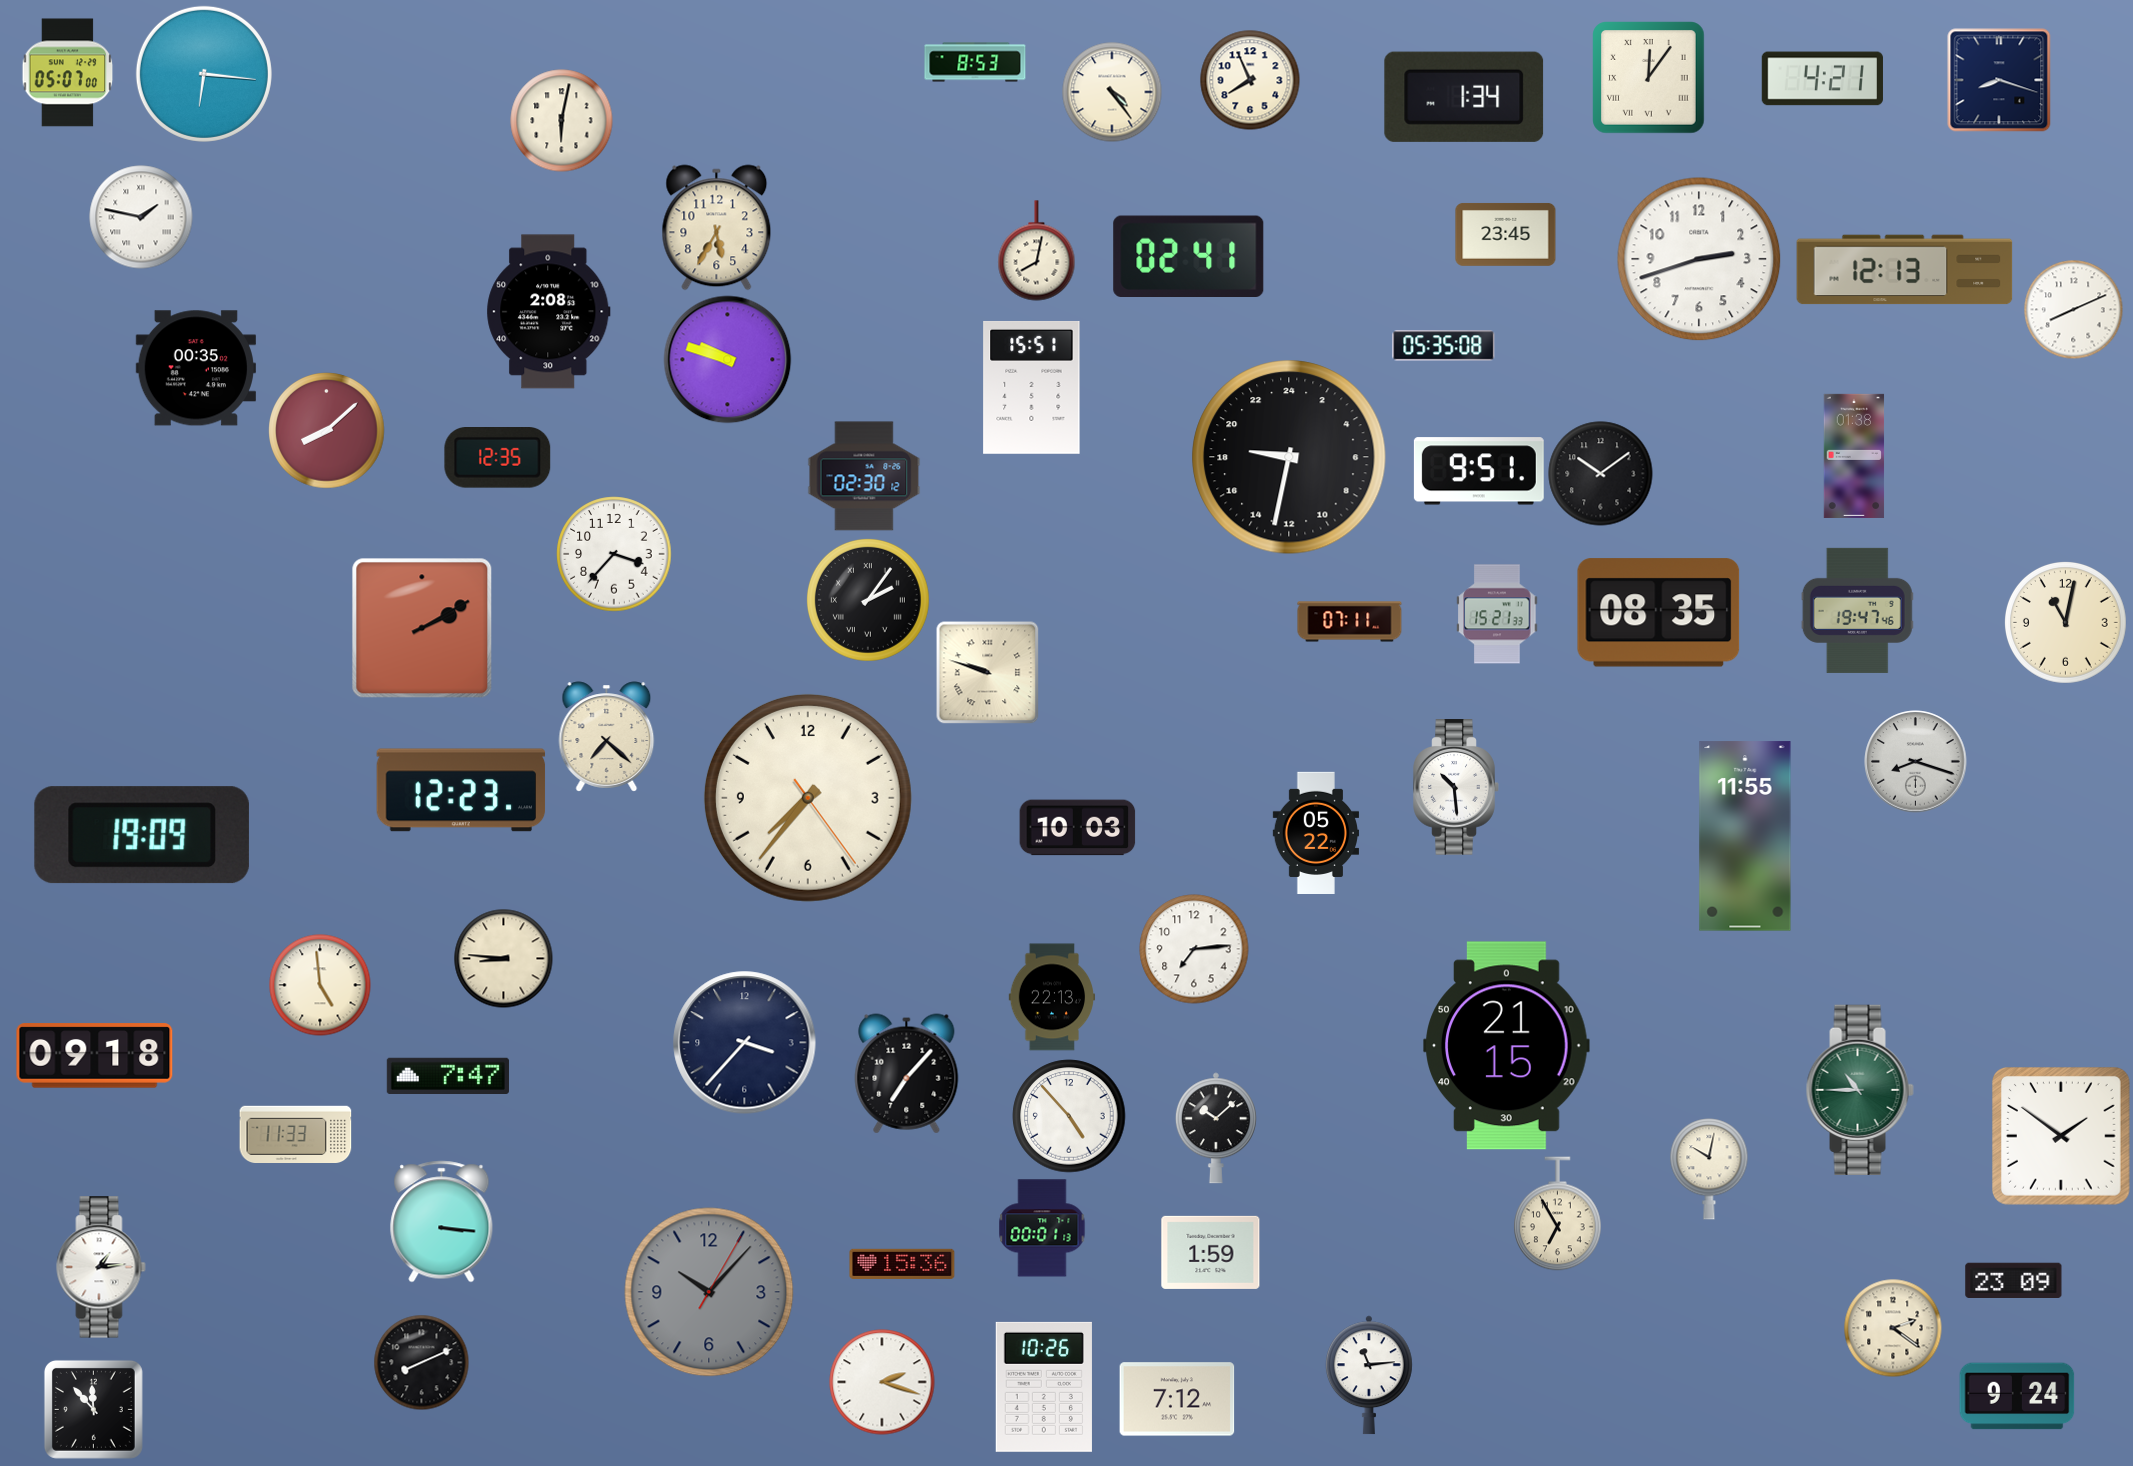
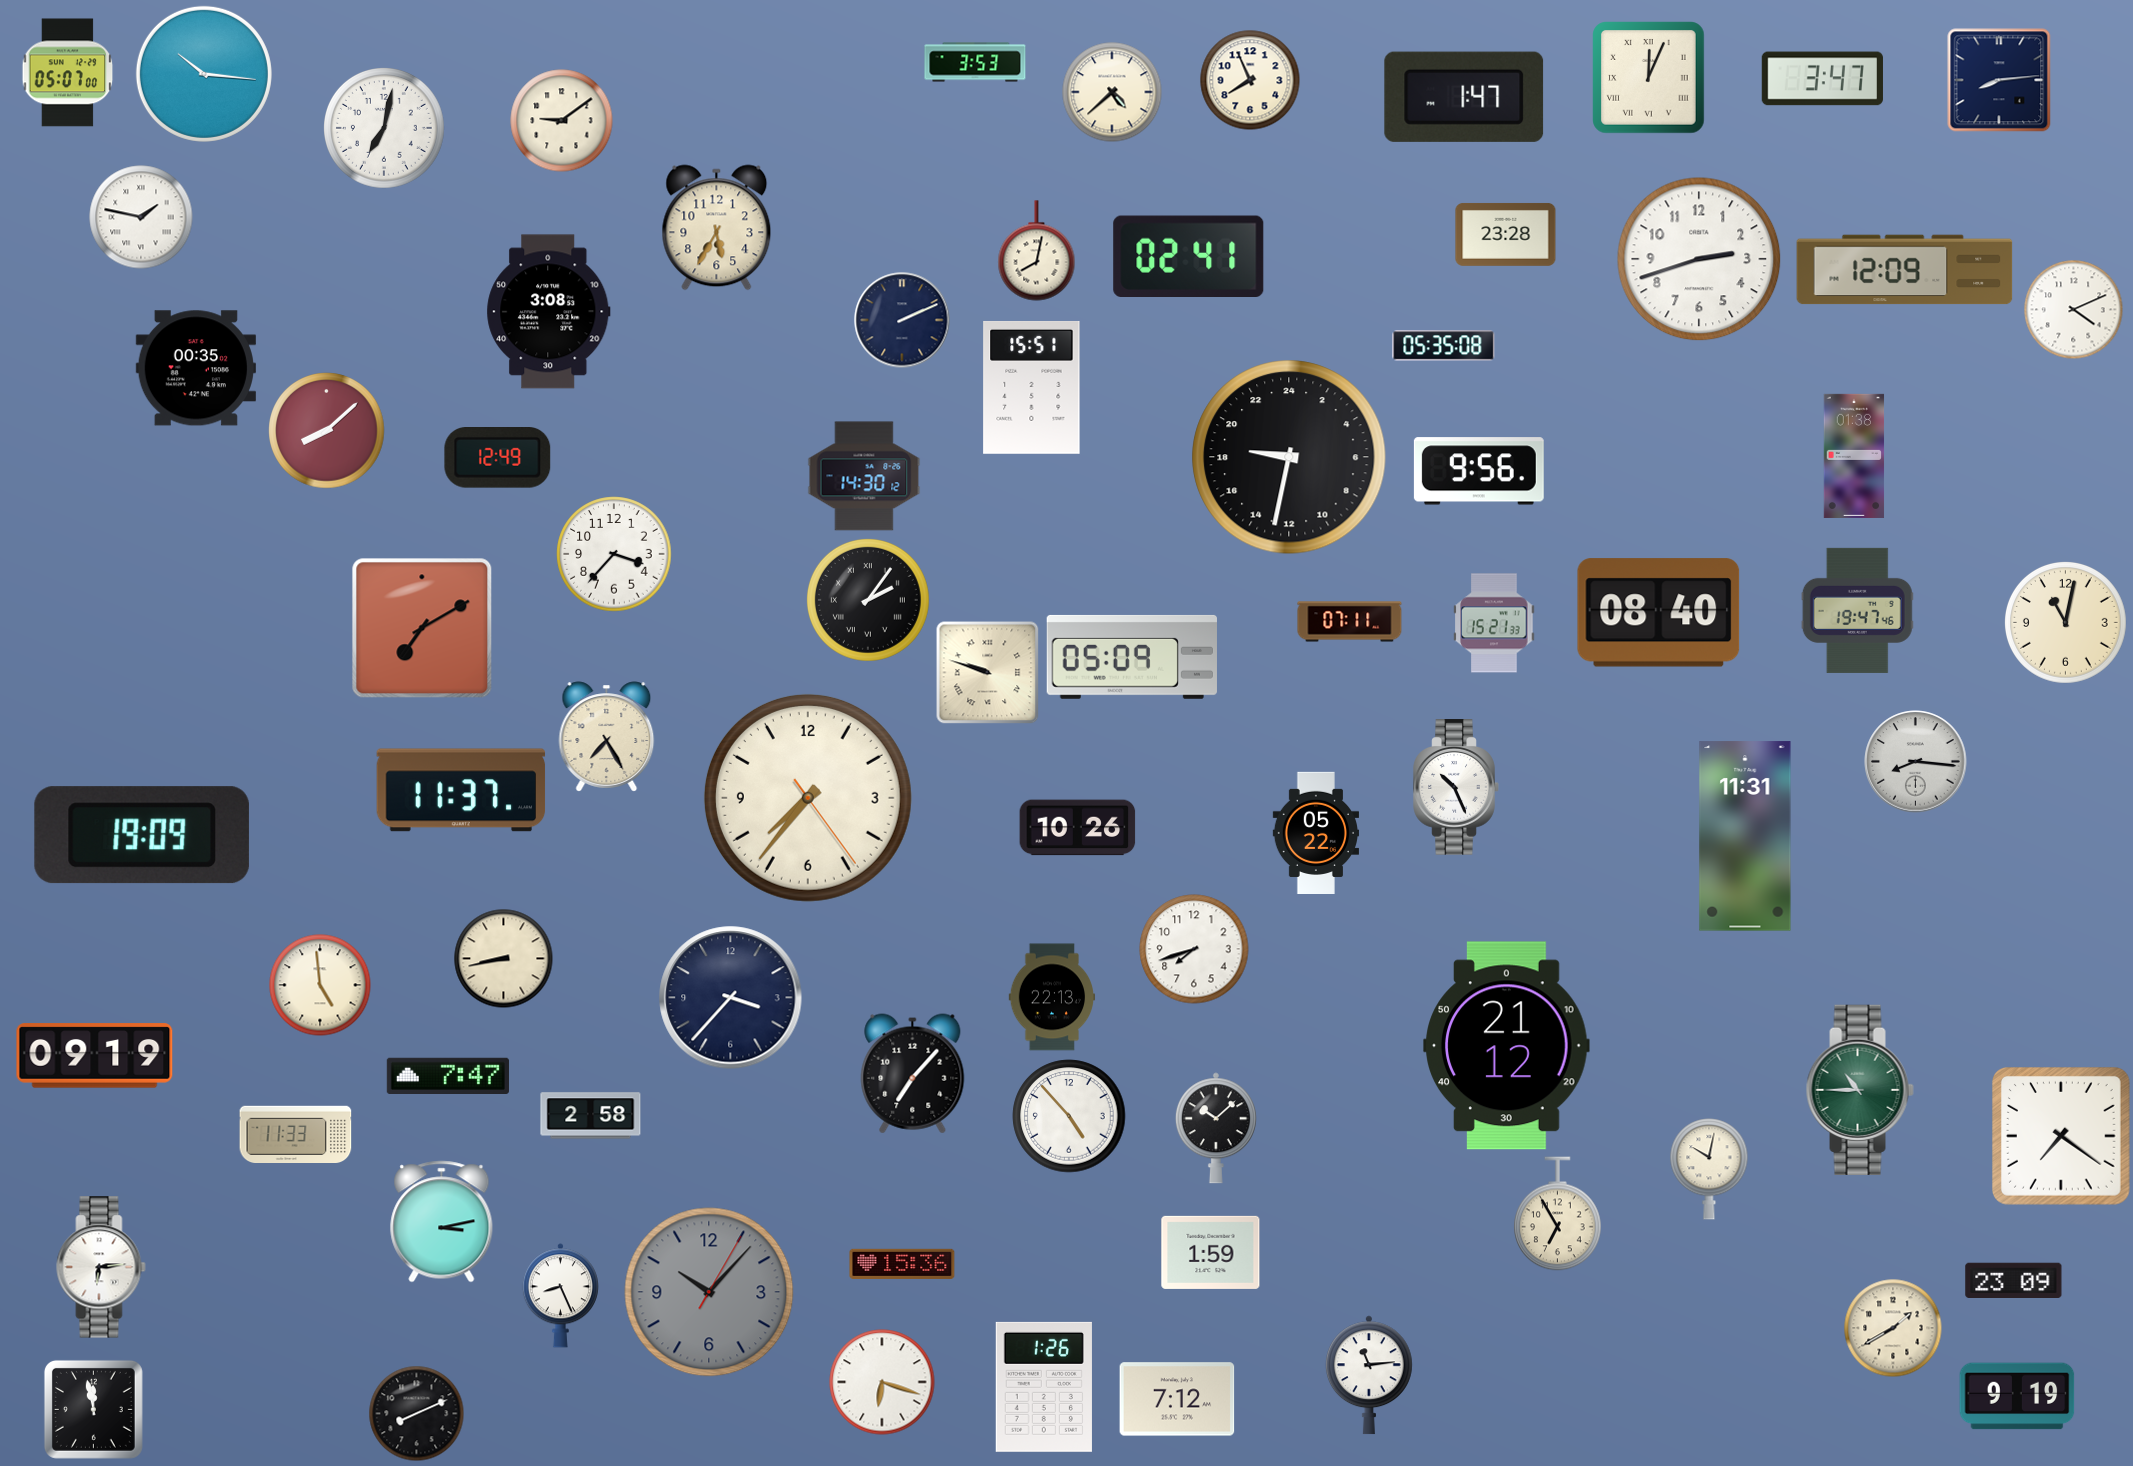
clock at (975, 62): 8:53 -> 3:53
clock at (204, 74): 6:16 -> 10:16
clock at (1649, 78): 12:06 -> 12:04
clock at (1822, 79): 4:21 -> 3:47
clock at (1999, 80): 8:18 -> 8:14
clock at (1112, 92): 4:24 -> 4:38
clock at (1464, 97): 1:34 -> 1:47
clock at (562, 121): 6:02 -> 9:09
clock at (385, 129): none -> 7:02
clock at (1506, 235): 23:45 -> 23:28
clock at (1905, 270): 12:13 -> 12:09
clock at (2074, 310): 8:11 -> 4:11
clock at (549, 312): 2:08 -> 3:08
clock at (902, 320): none -> 2:11
clock at (728, 360): 9:48 -> none
clock at (498, 458): 12:35 -> 12:49
clock at (1479, 471): 9:51 -> 9:56
clock at (1601, 474): 10:09 -> none
clock at (864, 476): 02:30 -> 14:30
clock at (1659, 613): 08:35 -> 08:40
clock at (1497, 614) position: (1497, 614) -> (1494, 623)
clock at (422, 628): 2:10 -> 7:10
clock at (1132, 657): none -> 05:09
clock at (607, 737): 7:22 -> 7:25
clock at (1916, 762): 8:18 -> 8:16
clock at (1456, 787): 10:29 -> 10:26
clock at (461, 790): 12:23 -> 11:37
clock at (1078, 828): 10:03 -> 10:26
clock at (1745, 836): 11:55 -> 11:31
clock at (1194, 949): 7:14 -> 7:42
clock at (504, 959): 8:46 -> 8:43
clock at (745, 1043) position: (745, 1043) -> (731, 998)
clock at (1507, 1046): 21:15 -> 21:12
clock at (95, 1056): 09:18 -> 09:19
clock at (907, 1074) position: (907, 1074) -> (913, 1074)
clock at (591, 1116): none -> 2:58
clock at (2062, 1137): 1:51 -> 7:21
clock at (442, 1222): 3:16 -> 3:13
clock at (1042, 1228): 00:01 -> none
clock at (101, 1267): 1:14 -> 6:14
clock at (560, 1296): none -> 8:26
clock at (1893, 1328): 2:21 -> 1:40
clock at (421, 1362) position: (421, 1362) -> (416, 1413)
clock at (882, 1382): 2:18 -> 6:18
clock at (1044, 1387): 10:26 -> 1:26
clock at (2017, 1396): 9:24 -> 9:19
clock at (93, 1409): 11:53 -> 11:58
